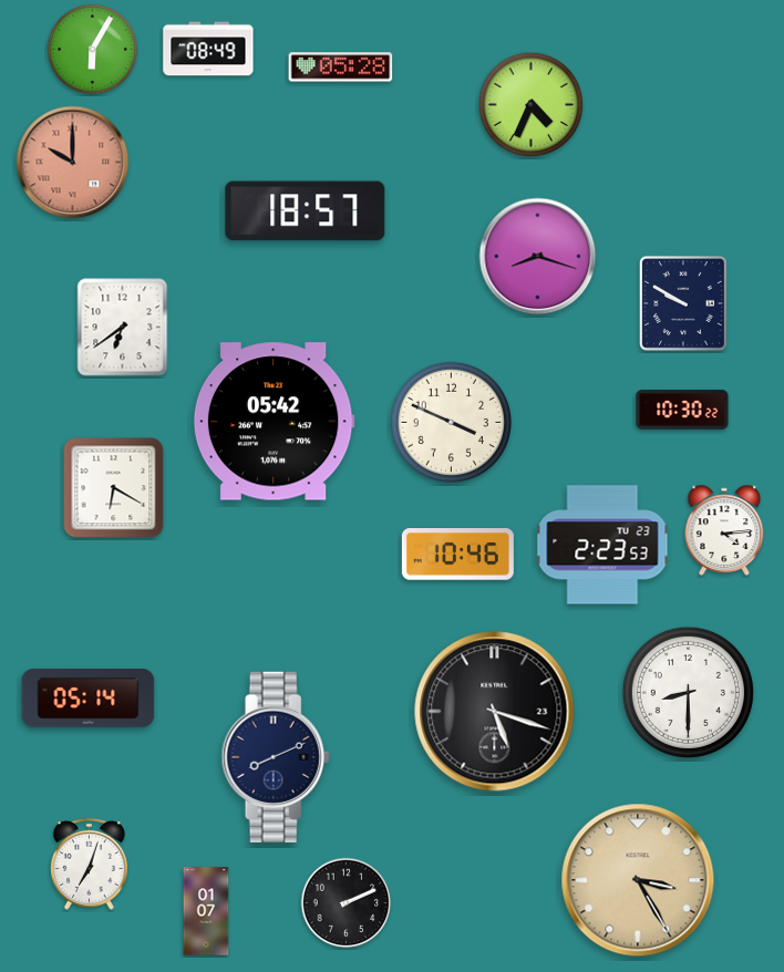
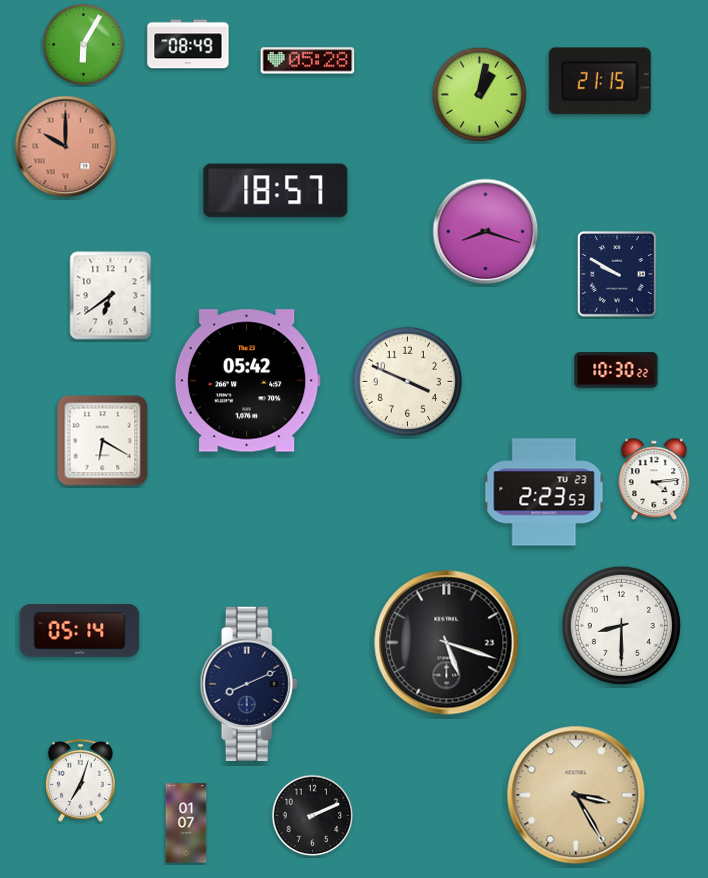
clock at (600, 81): none -> 21:15
clock at (532, 105): 4:34 -> 1:02
clock at (457, 555): 10:46 -> none
